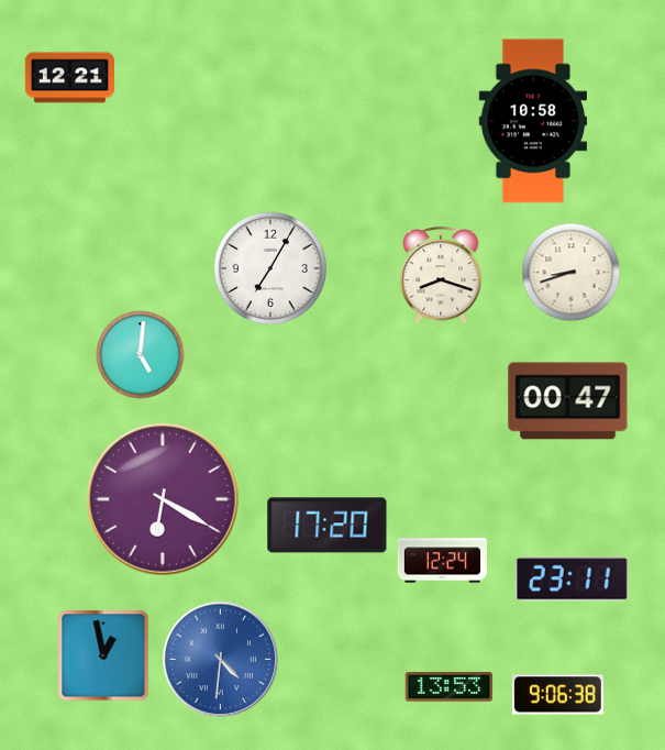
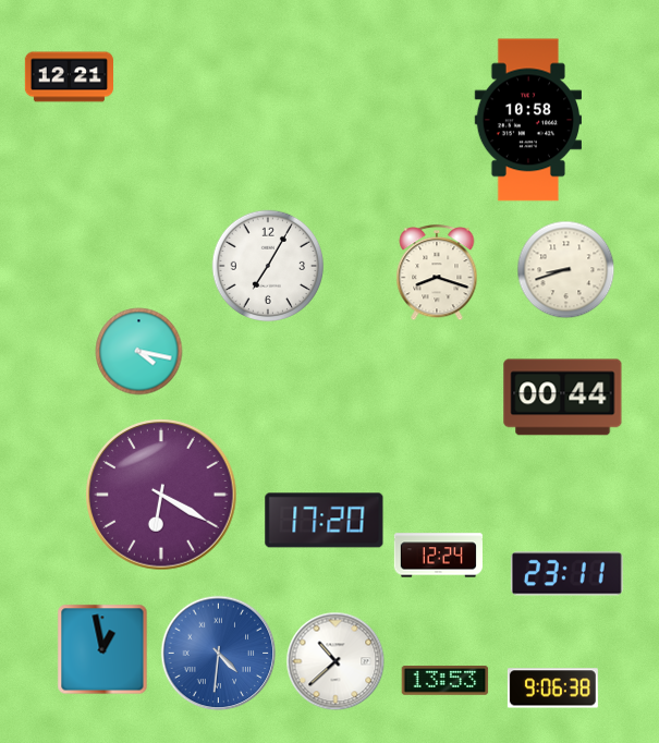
clock at (141, 355): 5:01 -> 4:17
clock at (568, 401): 00:47 -> 00:44
clock at (335, 661): none -> 10:38
